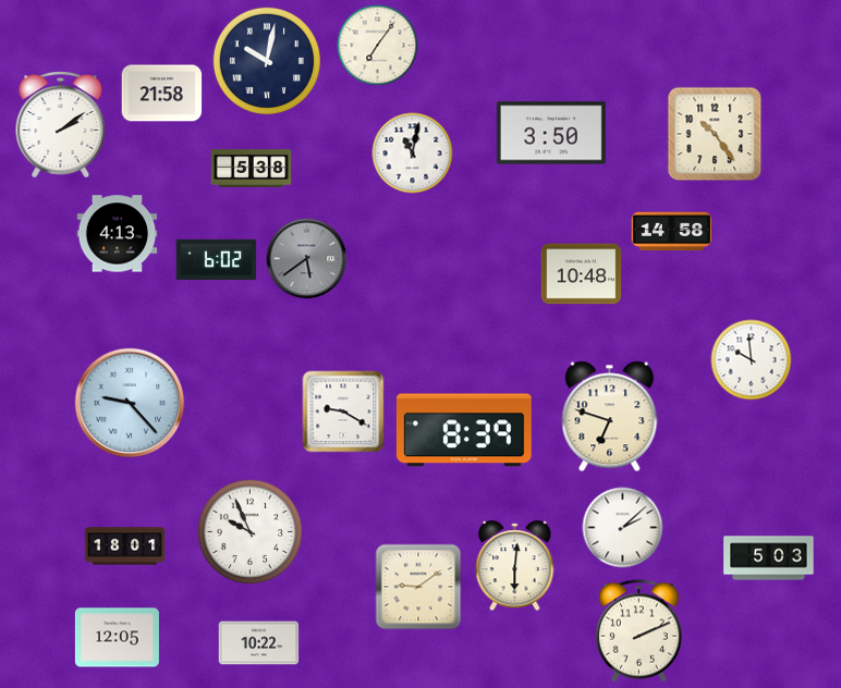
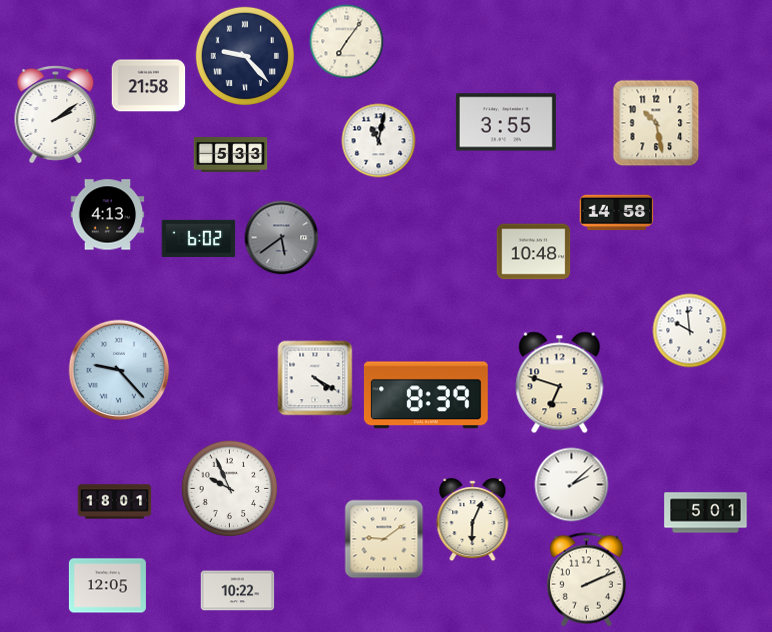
clock at (266, 60): 10:02 -> 9:23
clock at (551, 133): 3:50 -> 3:55
clock at (715, 134): 10:24 -> 10:28
clock at (252, 169): 5:38 -> 5:33
clock at (343, 411): 9:20 -> 4:20
clock at (769, 558): 5:03 -> 5:01
clock at (515, 566): 6:01 -> 6:04
